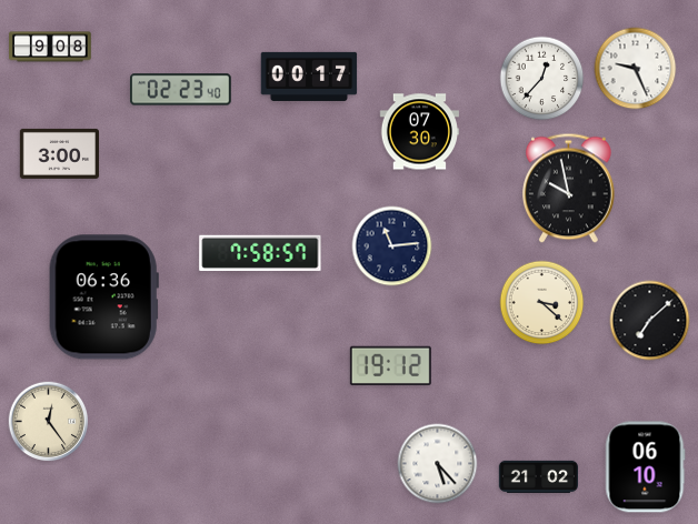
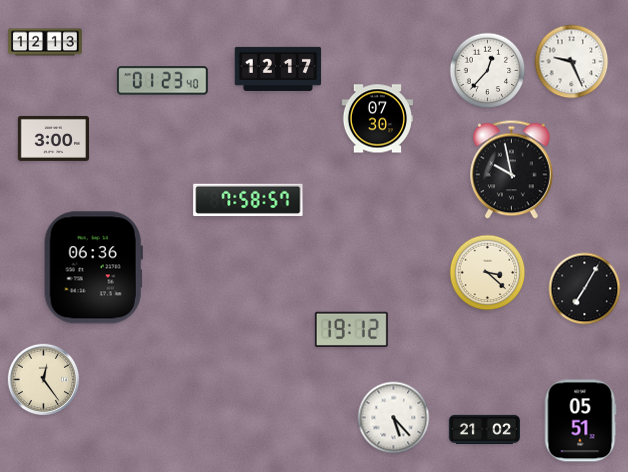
clock at (51, 47): 9:08 -> 12:13
clock at (309, 77): 00:17 -> 12:17
clock at (181, 90): 02:23 -> 01:23
clock at (392, 246): 11:14 -> none
clock at (260, 252) position: (260, 252) -> (248, 199)
clock at (650, 321): 7:08 -> 7:05
clock at (645, 467): 06:10 -> 05:51
